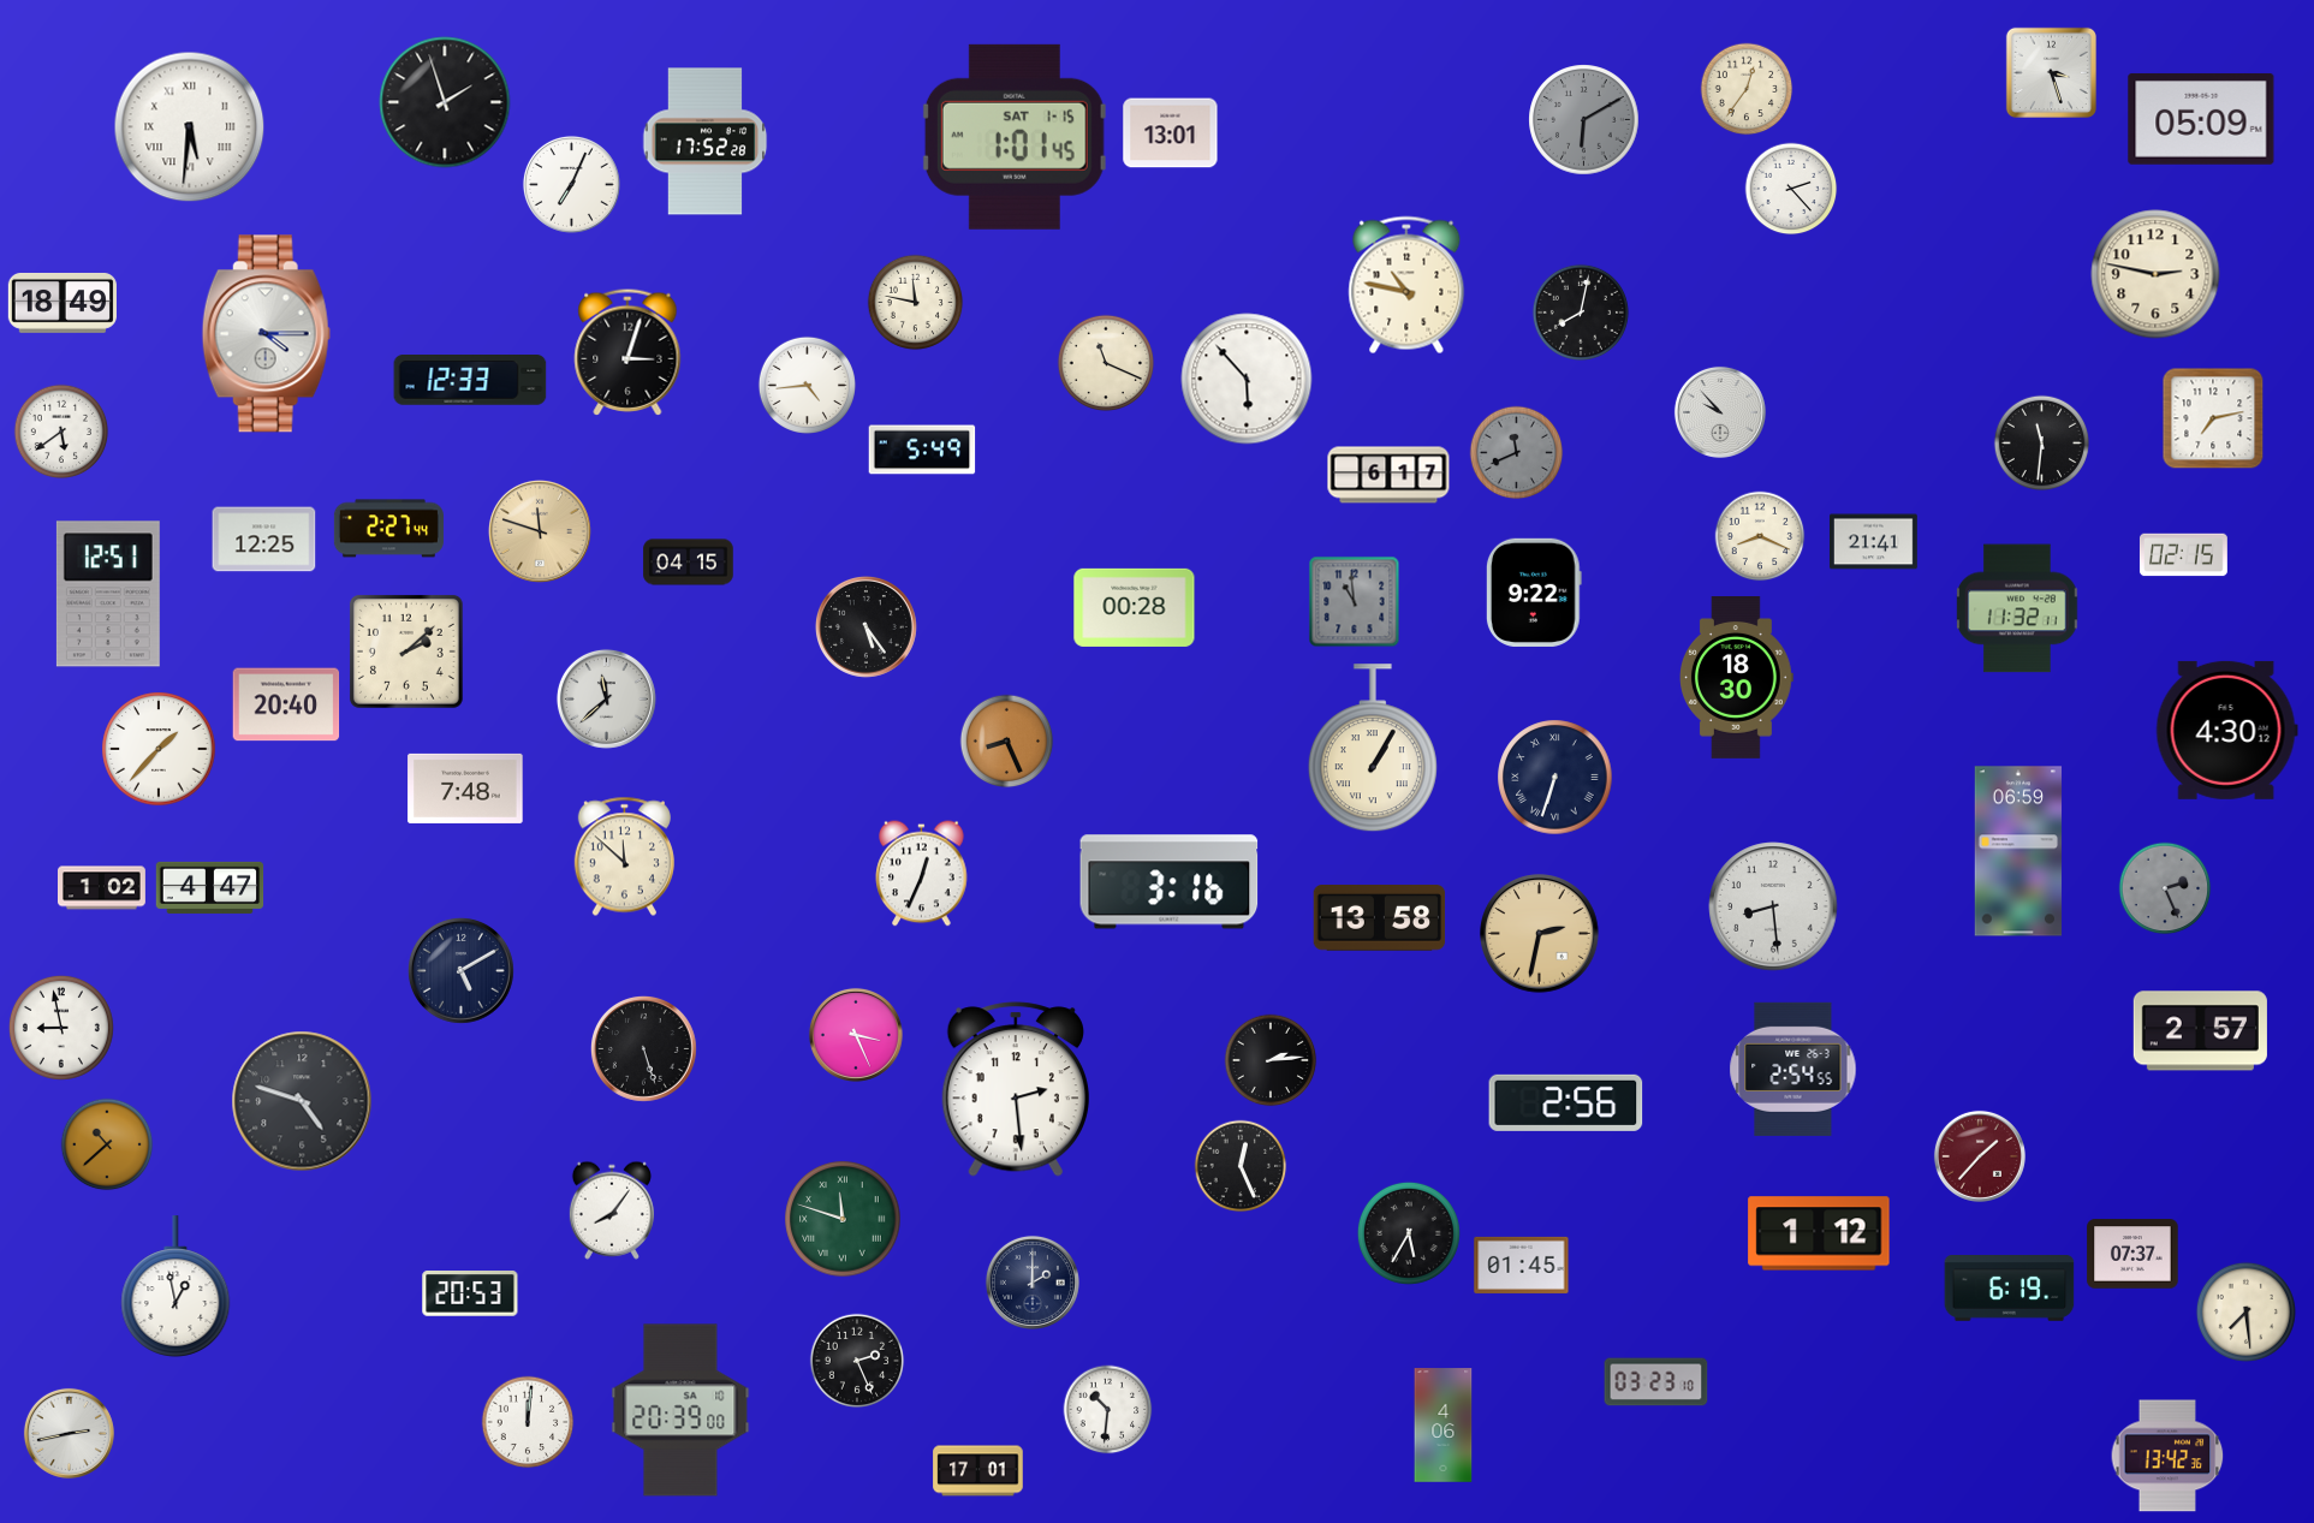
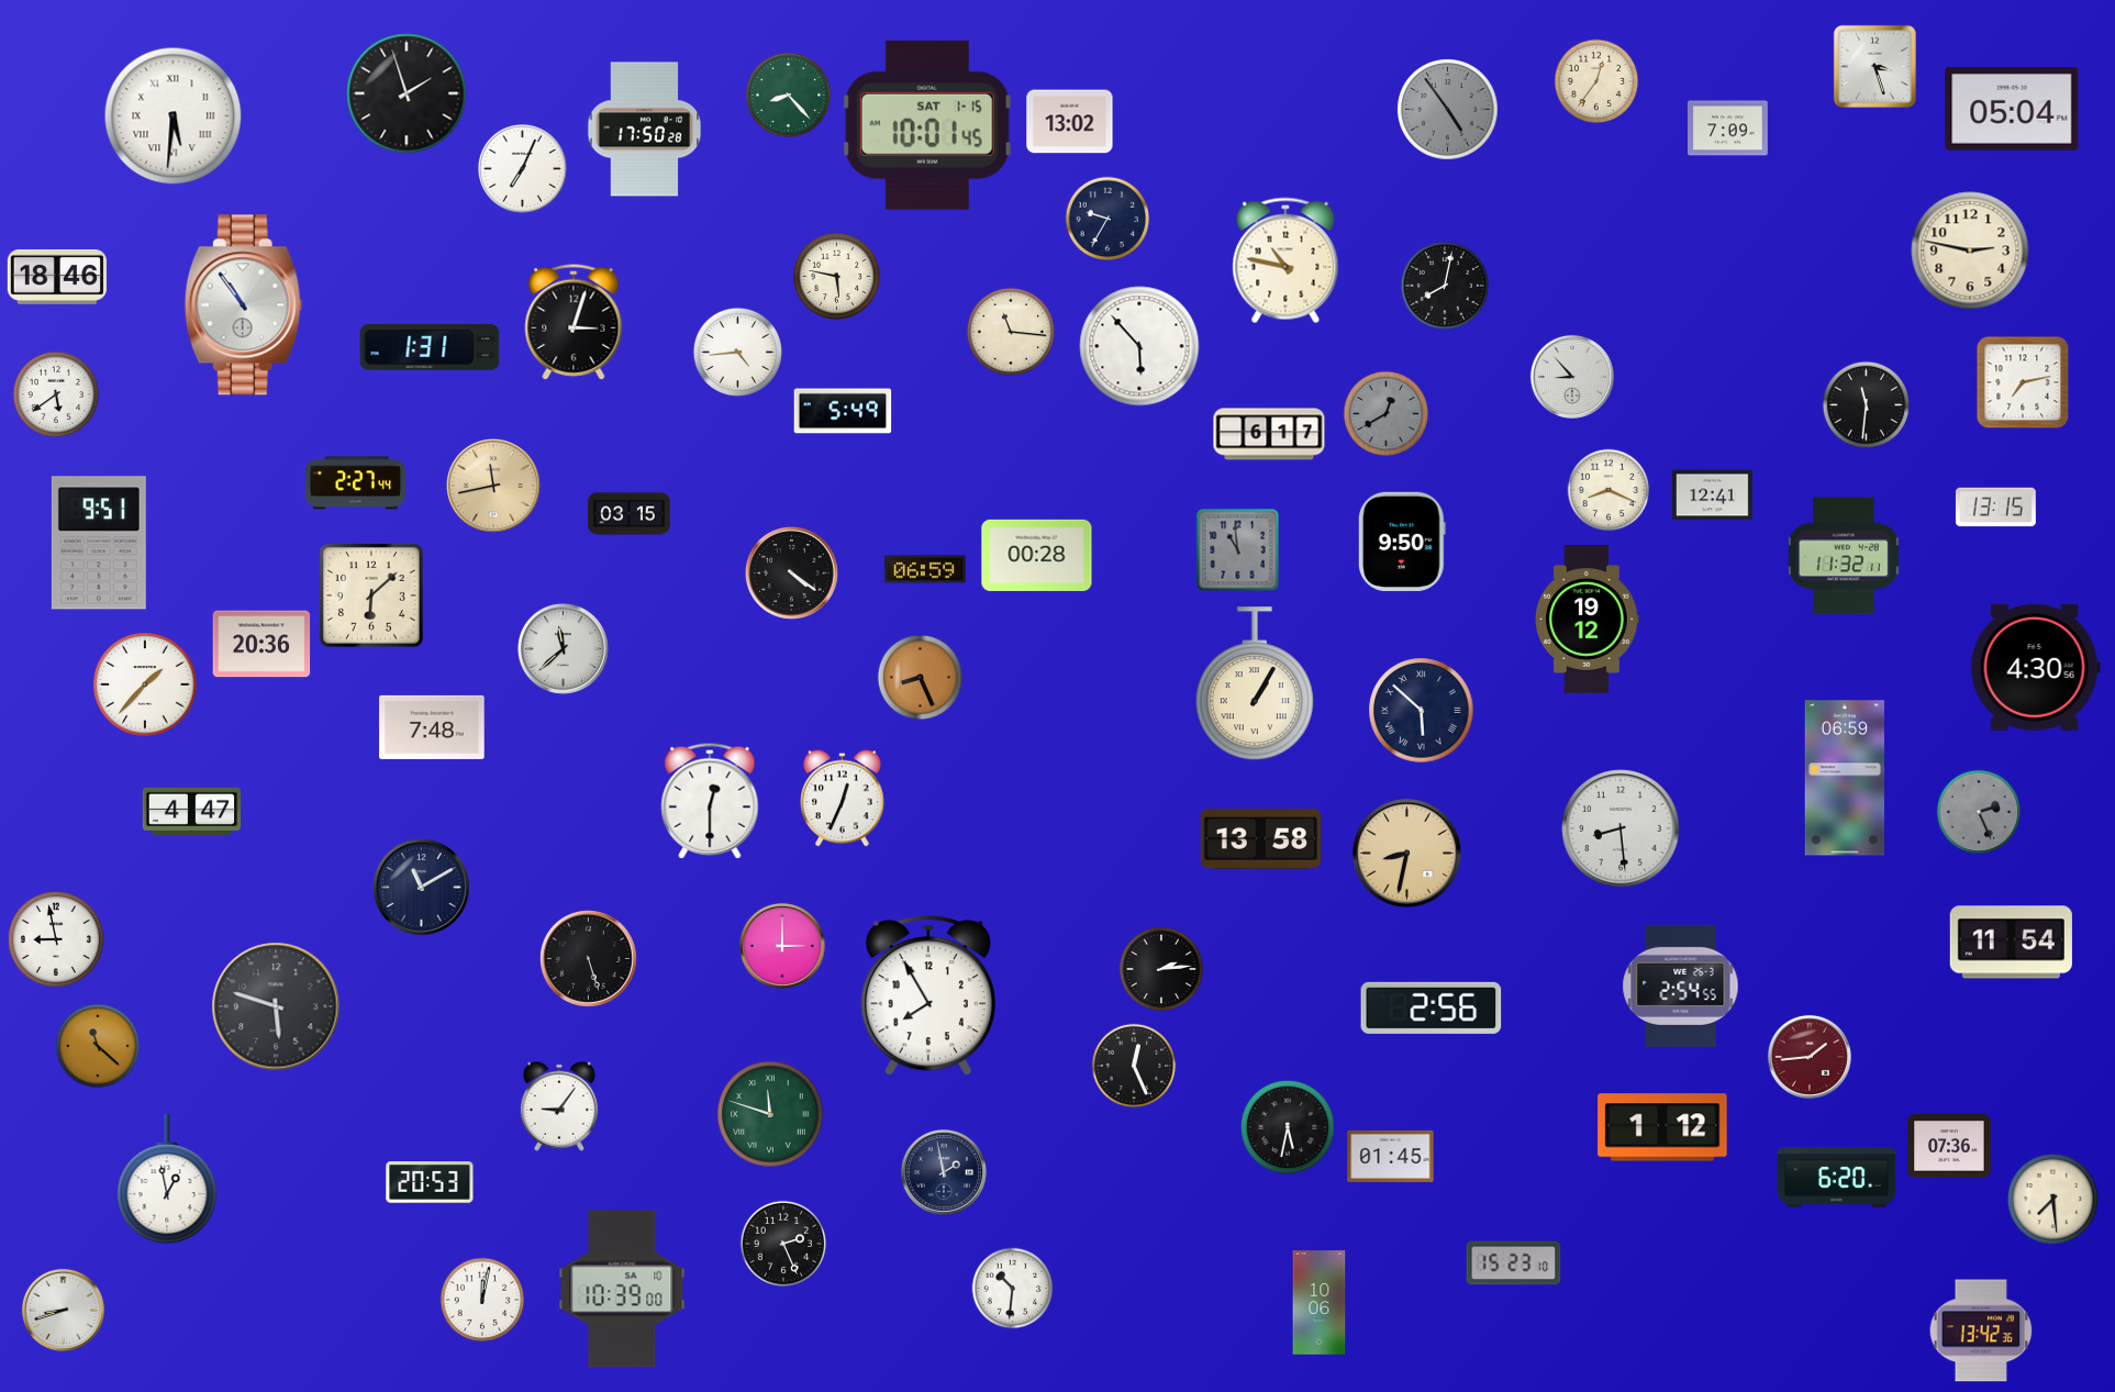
clock at (789, 96): none -> 8:23
clock at (2201, 119): 05:09 -> 05:04
clock at (1584, 120): 6:10 -> 4:54
clock at (1171, 133): 13:01 -> 13:02
clock at (1015, 137): 1:01 -> 10:01
clock at (1728, 129): none -> 7:09
clock at (706, 142): 17:52 -> 17:50
clock at (1791, 189): 2:23 -> none
clock at (1107, 219): none -> 9:35
clock at (63, 303): 18:49 -> 18:46
clock at (916, 303): 11:47 -> 5:47
clock at (266, 334): 4:15 -> 10:54
clock at (1105, 362): 11:19 -> 11:16
clock at (470, 380): 12:33 -> 1:31
clock at (1720, 412): 9:53 -> 8:53
clock at (1517, 453): 11:41 -> 12:40
clock at (540, 531): 11:48 -> 11:43
clock at (264, 540): 12:25 -> none
clock at (1873, 542): 21:41 -> 12:41
clock at (2183, 555): 02:15 -> 13:15
clock at (689, 563): 04:15 -> 03:15
clock at (1534, 593): 9:22 -> 9:50
clock at (108, 594): 12:51 -> 9:51
clock at (926, 569): none -> 06:59
clock at (865, 626): 5:24 -> 4:21
clock at (406, 652): 2:08 -> 6:08
clock at (1736, 678): 18:30 -> 19:12
clock at (606, 698) position: (606, 698) -> (563, 648)
clock at (286, 704): 20:40 -> 20:36
clock at (2226, 730): 4:30:12 -> 4:30:56
clock at (1555, 778): 6:33 -> 5:52
clock at (465, 789) position: (465, 789) -> (432, 727)
clock at (624, 857): 11:52 -> none
clock at (710, 801): none -> 12:30
clock at (1170, 882): 3:16 -> none
clock at (102, 888): 1:02 -> none
clock at (1540, 934): 2:32 -> 8:32
clock at (460, 970): 5:10 -> 11:10
clock at (2200, 1031): 2:57 -> 11:54
clock at (856, 1035): 3:26 -> 3:00
clock at (1794, 1069) position: (1794, 1069) -> (1681, 985)
clock at (1016, 1089): 2:29 -> 7:55
clock at (302, 1101): 4:48 -> 5:48
clock at (107, 1144): 10:38 -> 11:22
clock at (1980, 1156): 1:37 -> 1:44
clock at (612, 1210): 8:06 -> 9:06
clock at (1409, 1233): 5:35 -> 5:32
clock at (2132, 1254): 07:37 -> 07:36
clock at (1033, 1283): 2:00 -> 1:58
clock at (176, 1286) position: (176, 1286) -> (167, 1179)
clock at (2010, 1289): 6:19 -> 6:20
clock at (1656, 1382): 03:23 -> 15:23
clock at (680, 1410): 20:39 -> 10:39
clock at (528, 1422): 12:01 -> 12:02
clock at (1444, 1426): 4:06 -> 10:06
clock at (69, 1433): 2:43 -> 8:42
clock at (978, 1471): 17:01 -> none
